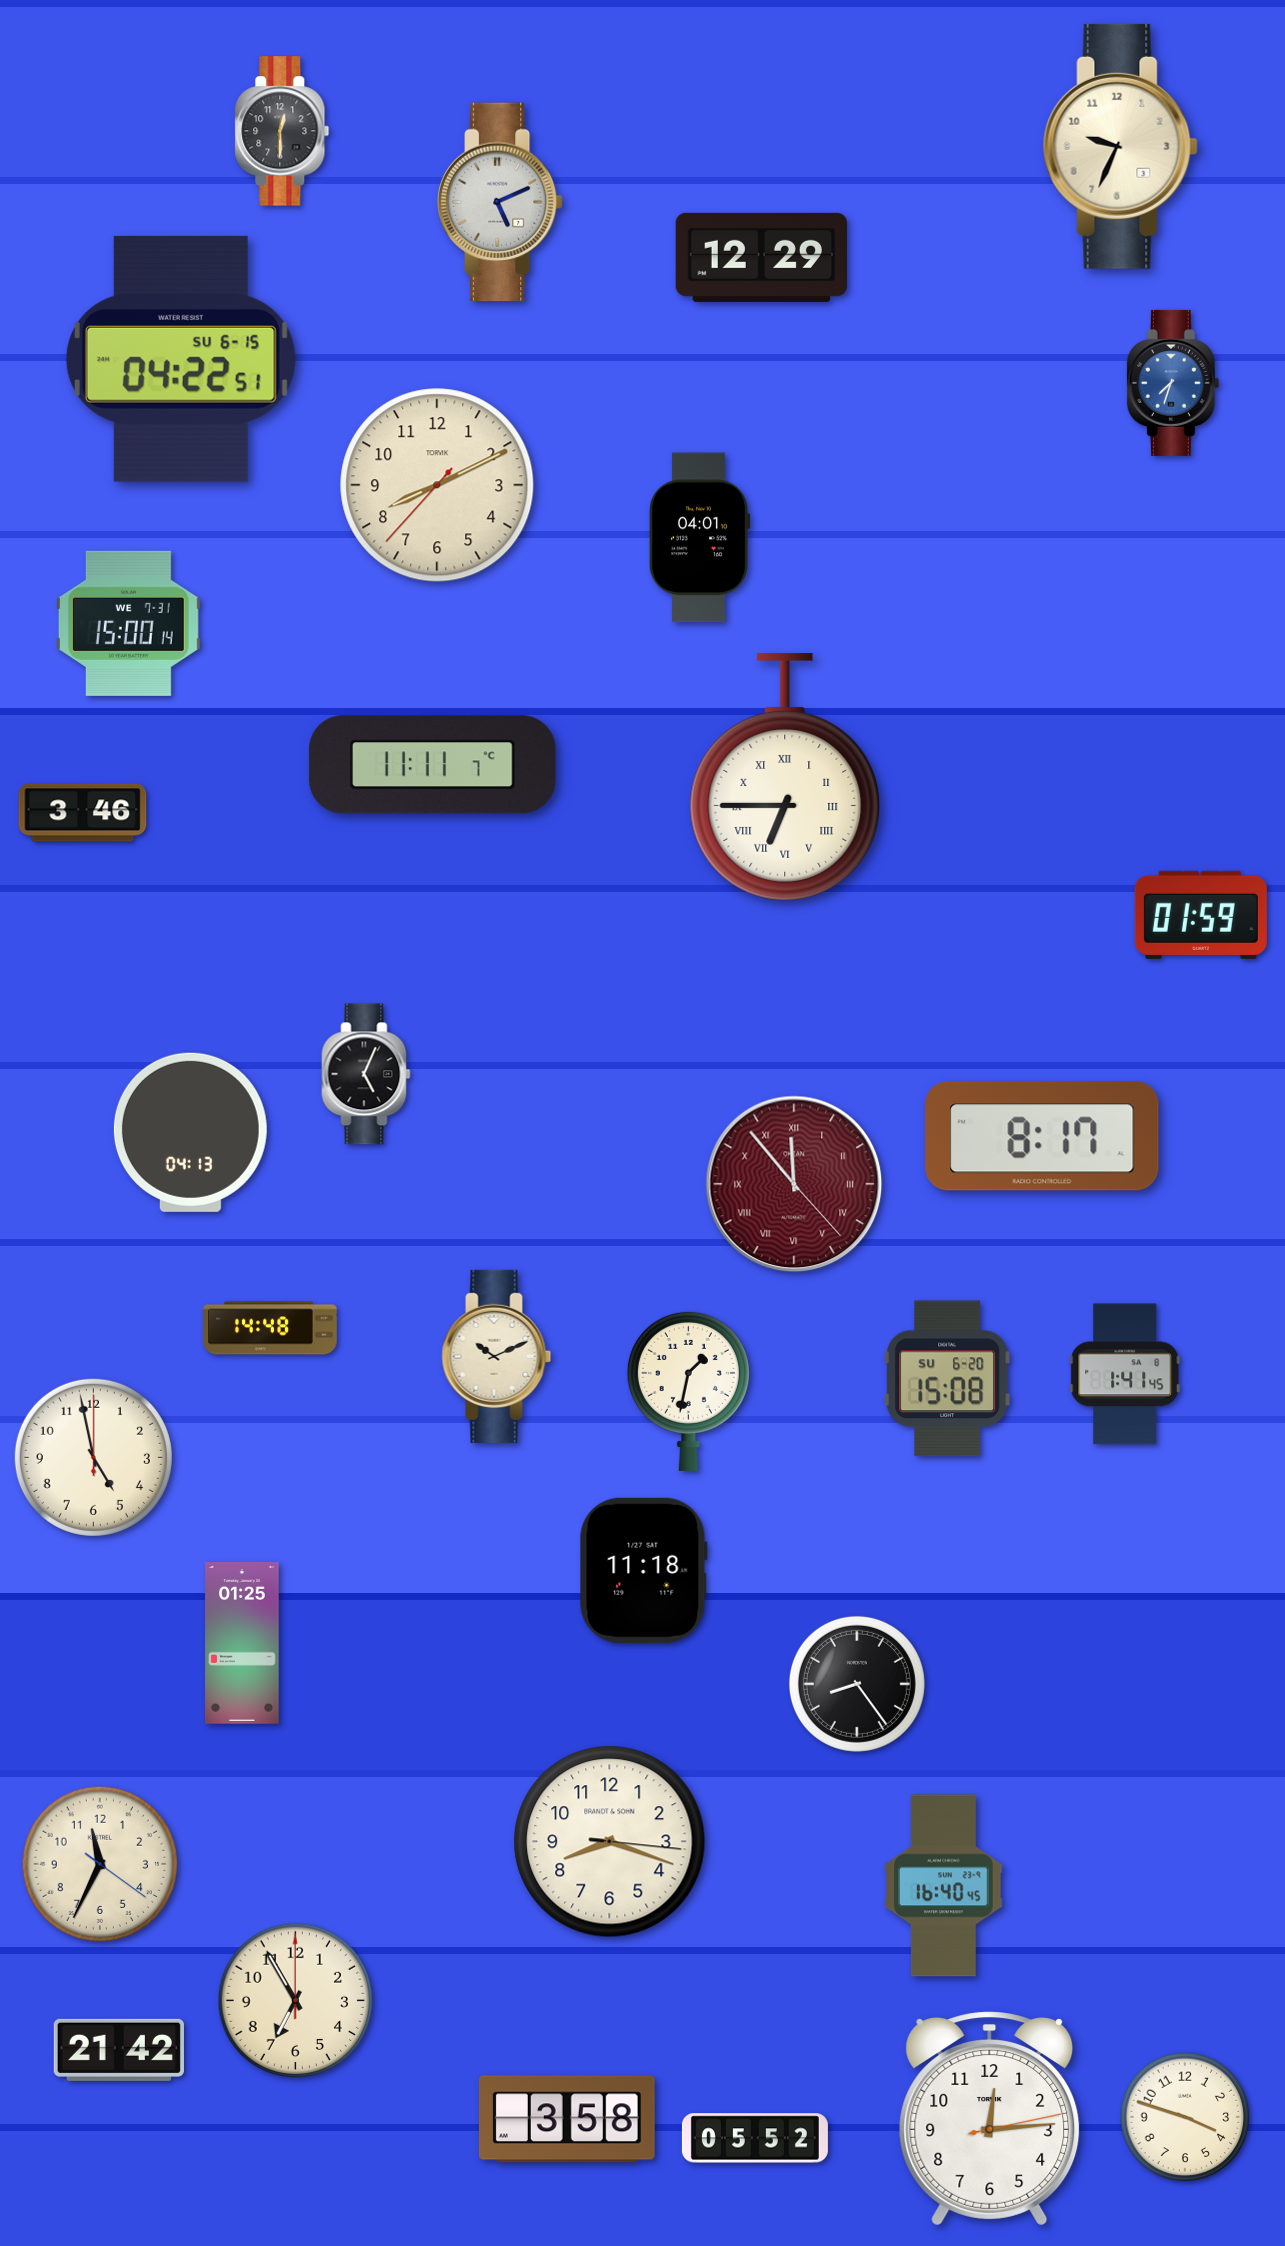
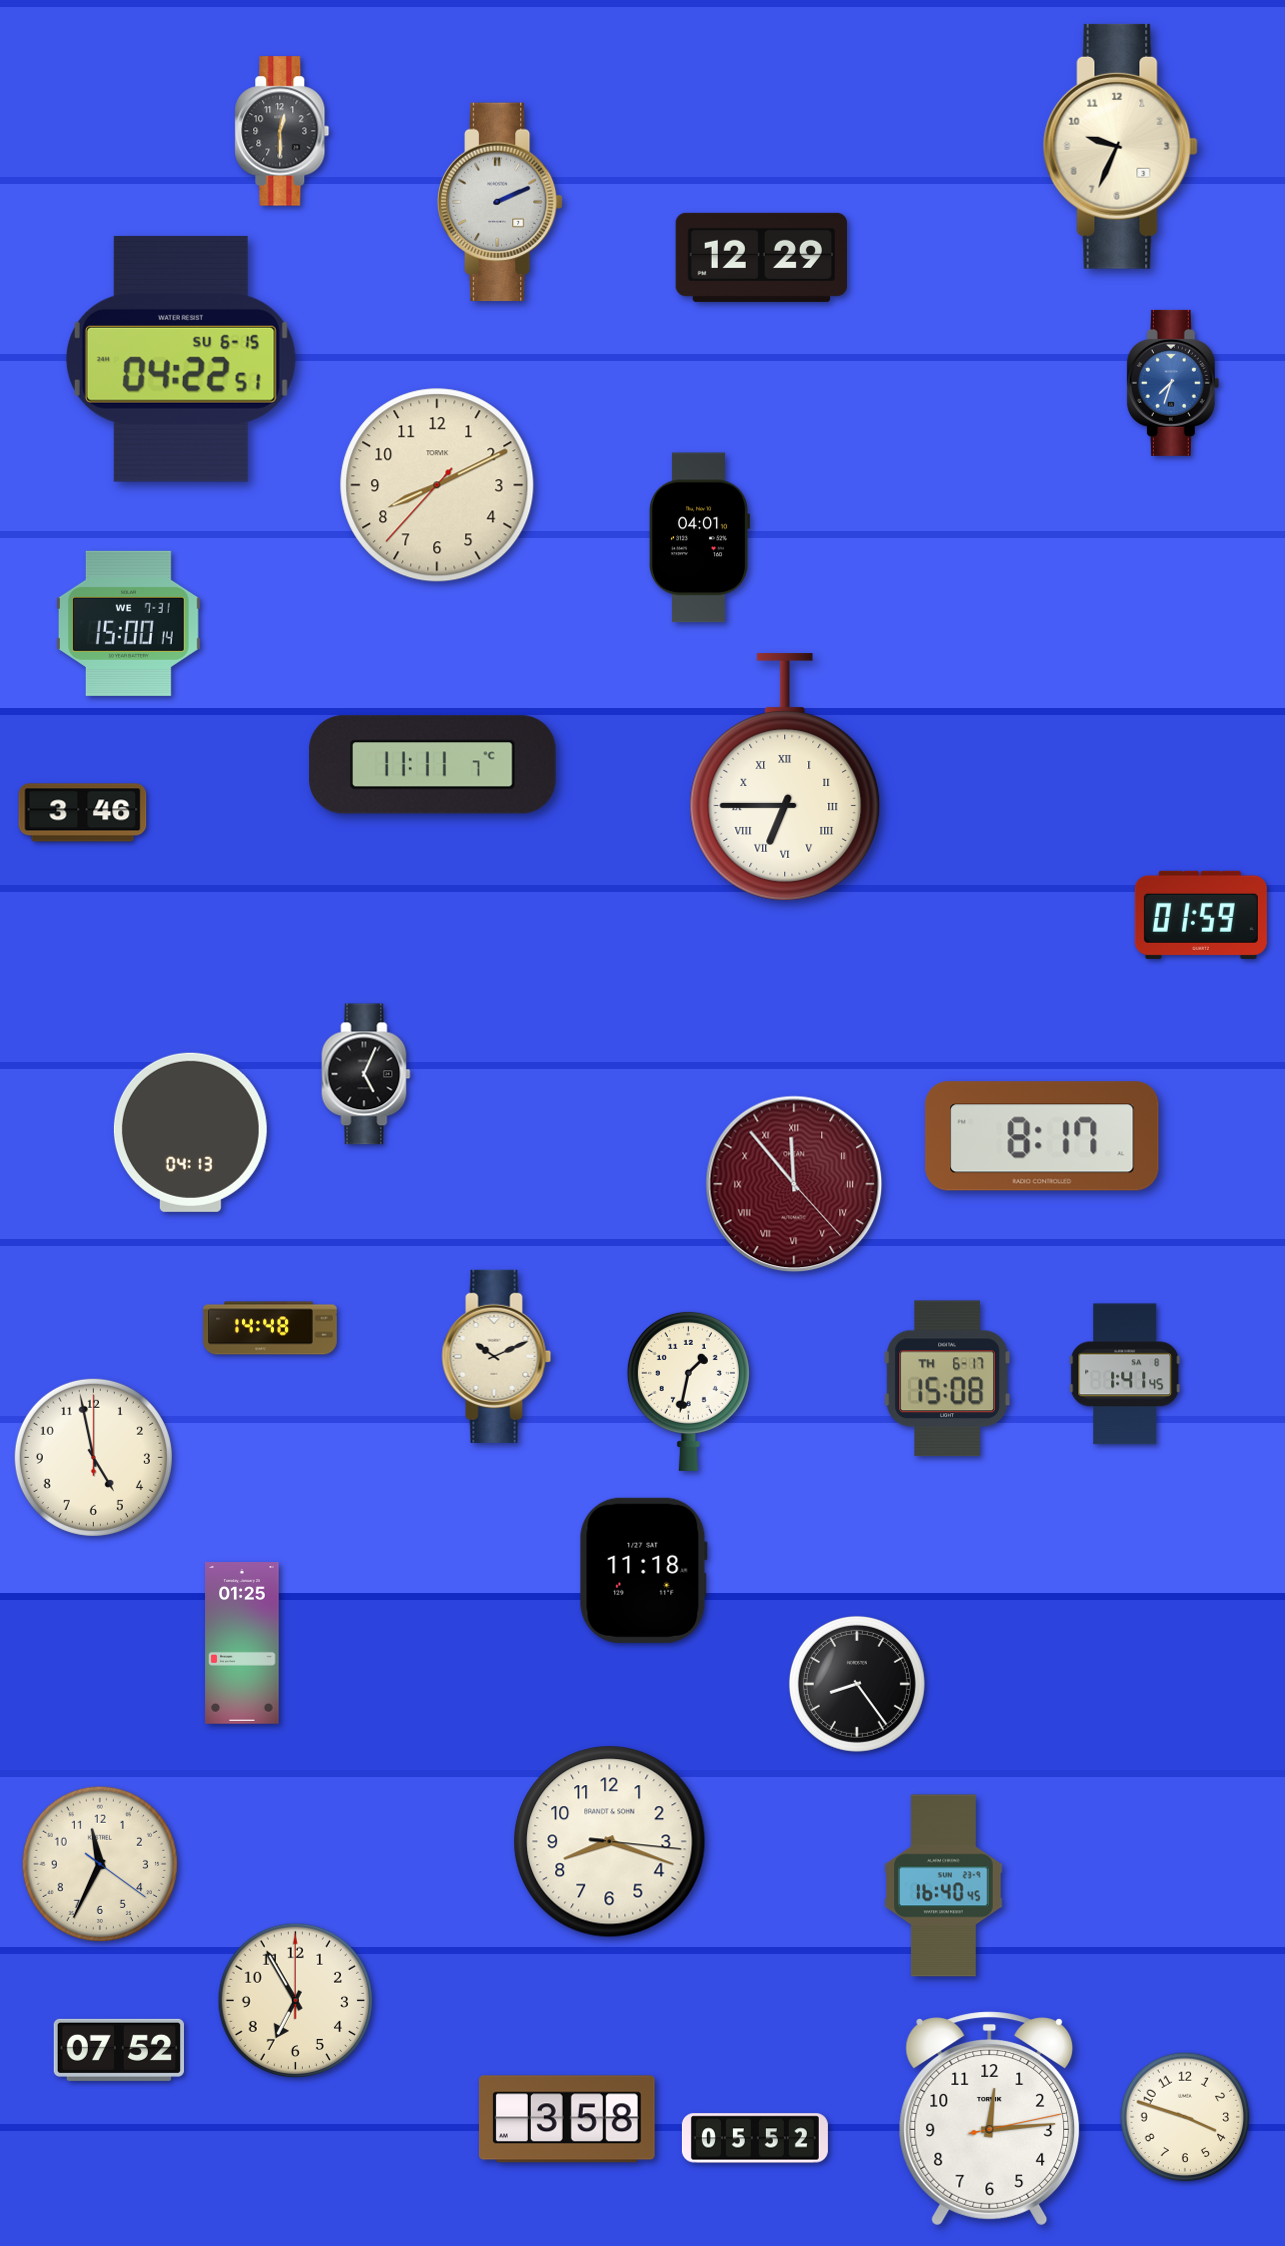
clock at (500, 202): 5:11 -> 2:11
clock at (947, 1379) date: SU 6-20 -> TH 6-17
clock at (119, 2050): 21:42 -> 07:52
